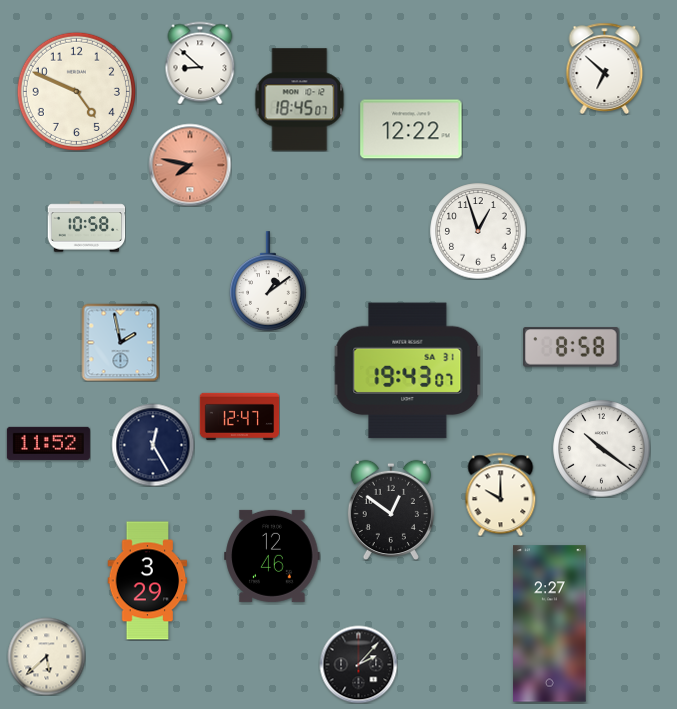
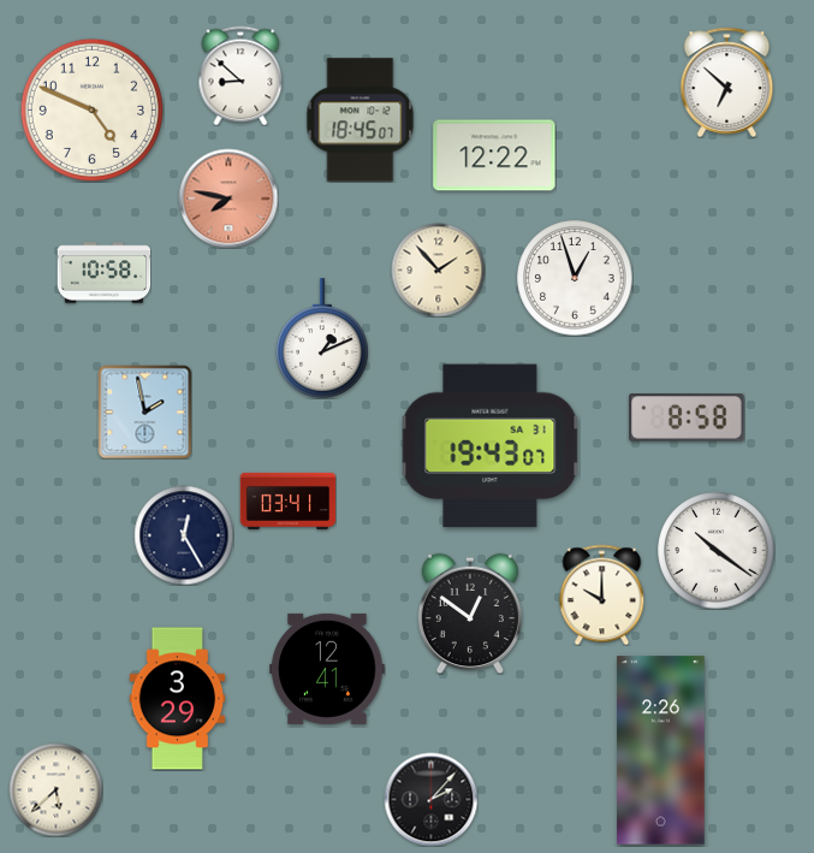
clock at (438, 269): none -> 1:53
clock at (268, 281): 1:09 -> 1:11
clock at (239, 416): 12:47 -> 03:41
clock at (48, 443): 11:52 -> none
clock at (602, 449) position: (602, 449) -> (717, 551)
clock at (272, 556): 12:46 -> 12:41
clock at (550, 624): 2:27 -> 2:26
